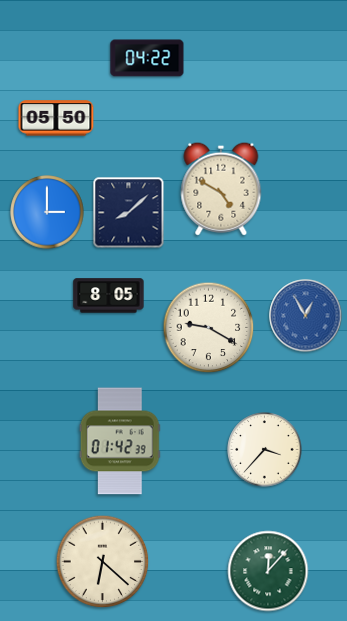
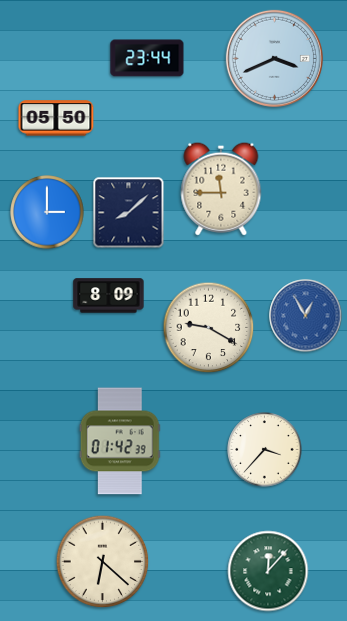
clock at (147, 58): 04:22 -> 23:44
clock at (274, 58): none -> 3:41
clock at (221, 189): 4:50 -> 11:45
clock at (109, 296): 8:05 -> 8:09
